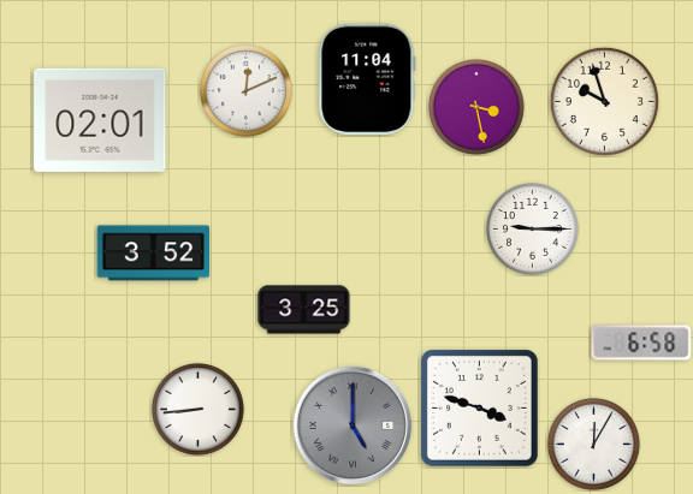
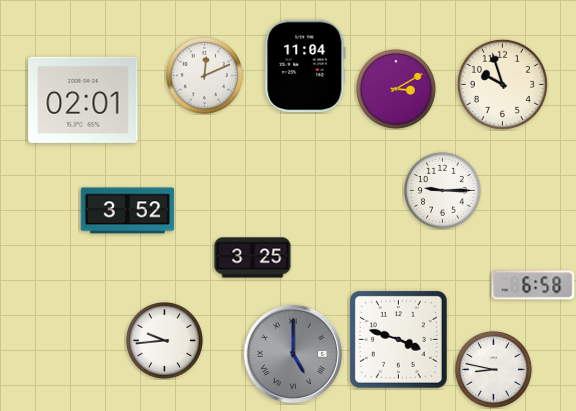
clock at (476, 107): 3:28 -> 3:10
clock at (197, 409): 8:44 -> 9:44
clock at (593, 444): 12:05 -> 8:47
